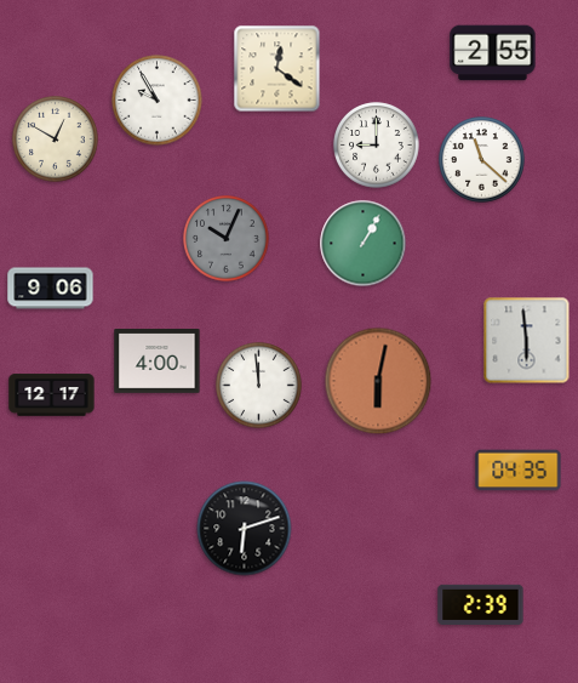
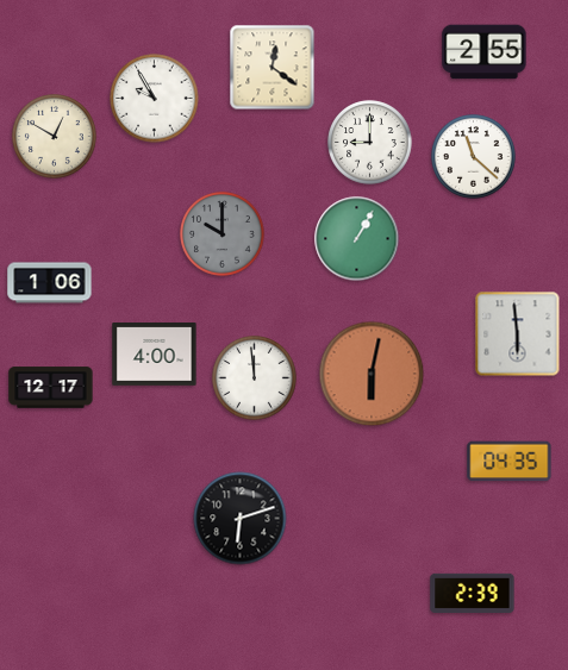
clock at (227, 239): 10:04 -> 10:00
clock at (51, 289): 9:06 -> 1:06
